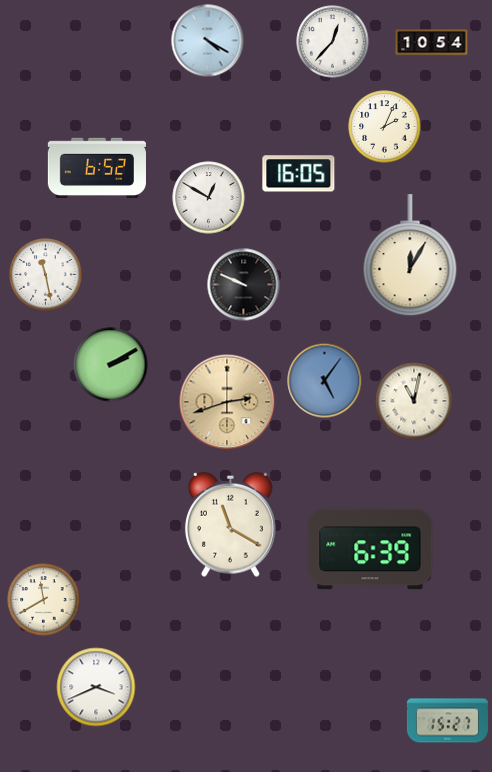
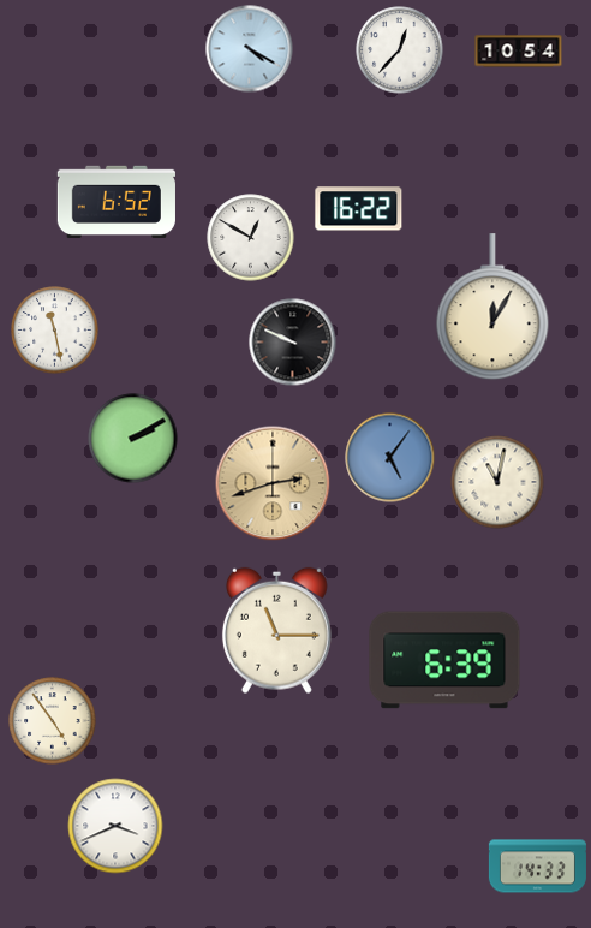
clock at (385, 127): 2:04 -> none
clock at (299, 174): 16:05 -> 16:22
clock at (230, 524): 11:20 -> 11:15
clock at (44, 600): 11:40 -> 4:54
clock at (447, 721): 15:27 -> 14:33
